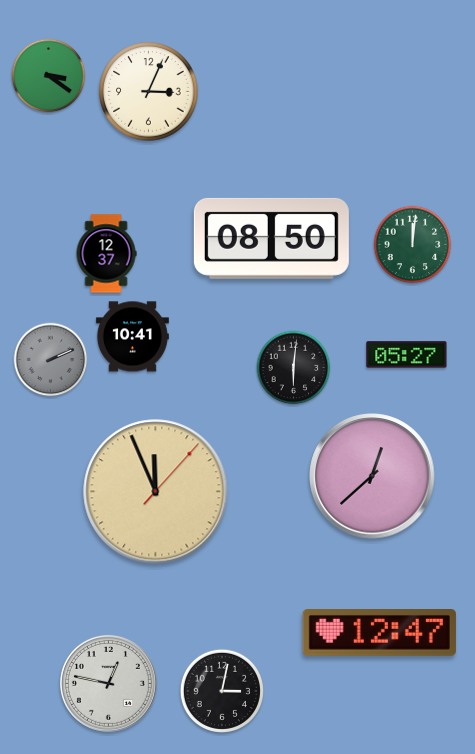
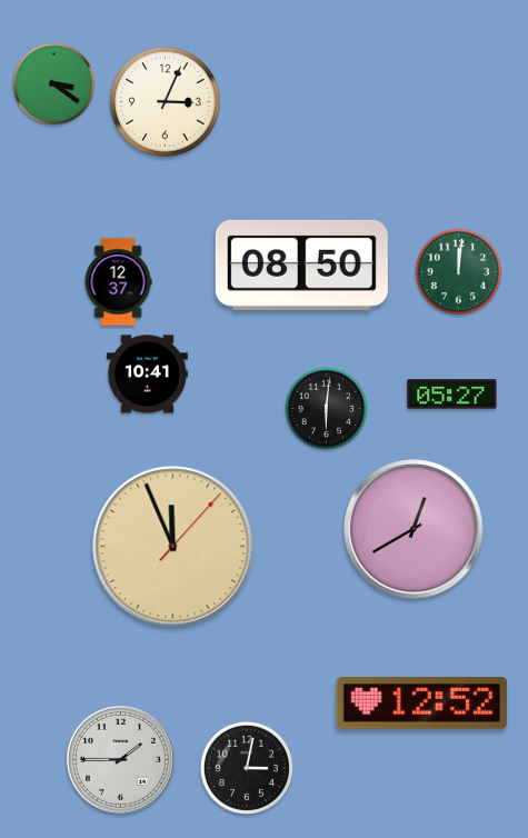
clock at (51, 360): 2:11 -> none
clock at (372, 476): 12:38 -> 12:40
clock at (379, 633): 12:47 -> 12:52
clock at (108, 683): 12:47 -> 1:45
